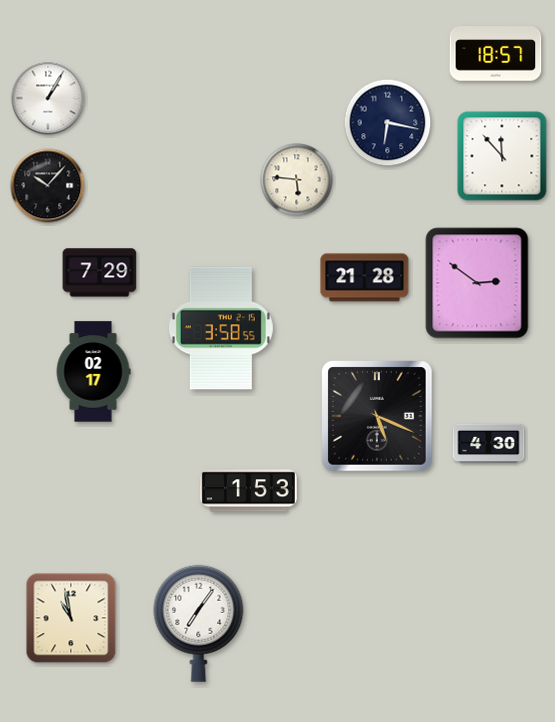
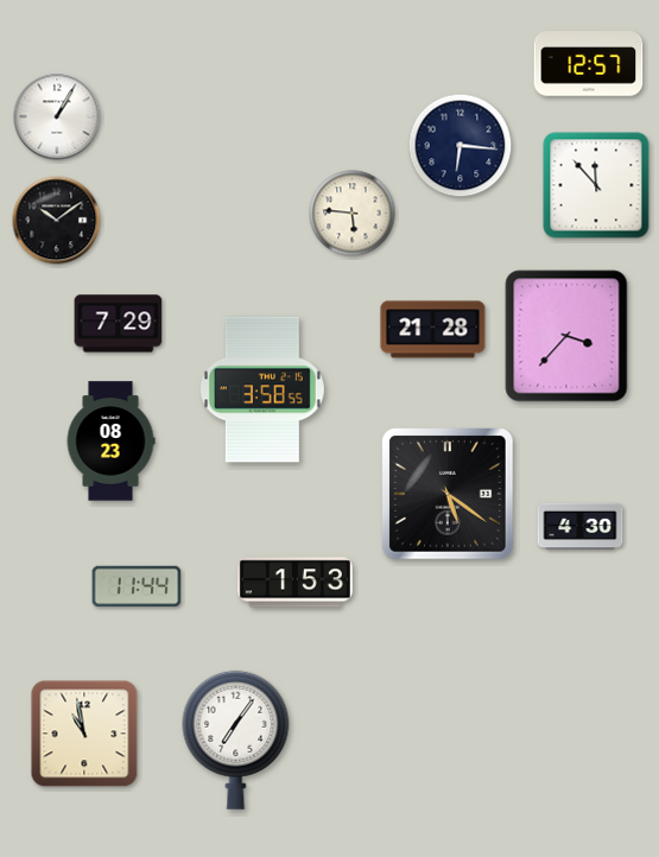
clock at (496, 54): 18:57 -> 12:57
clock at (388, 123): 6:17 -> 6:16
clock at (48, 186): 10:07 -> 10:09
clock at (477, 283): 2:51 -> 3:37
clock at (93, 372): 02:17 -> 08:23
clock at (377, 416): 5:19 -> 5:21
clock at (137, 586): none -> 11:44
